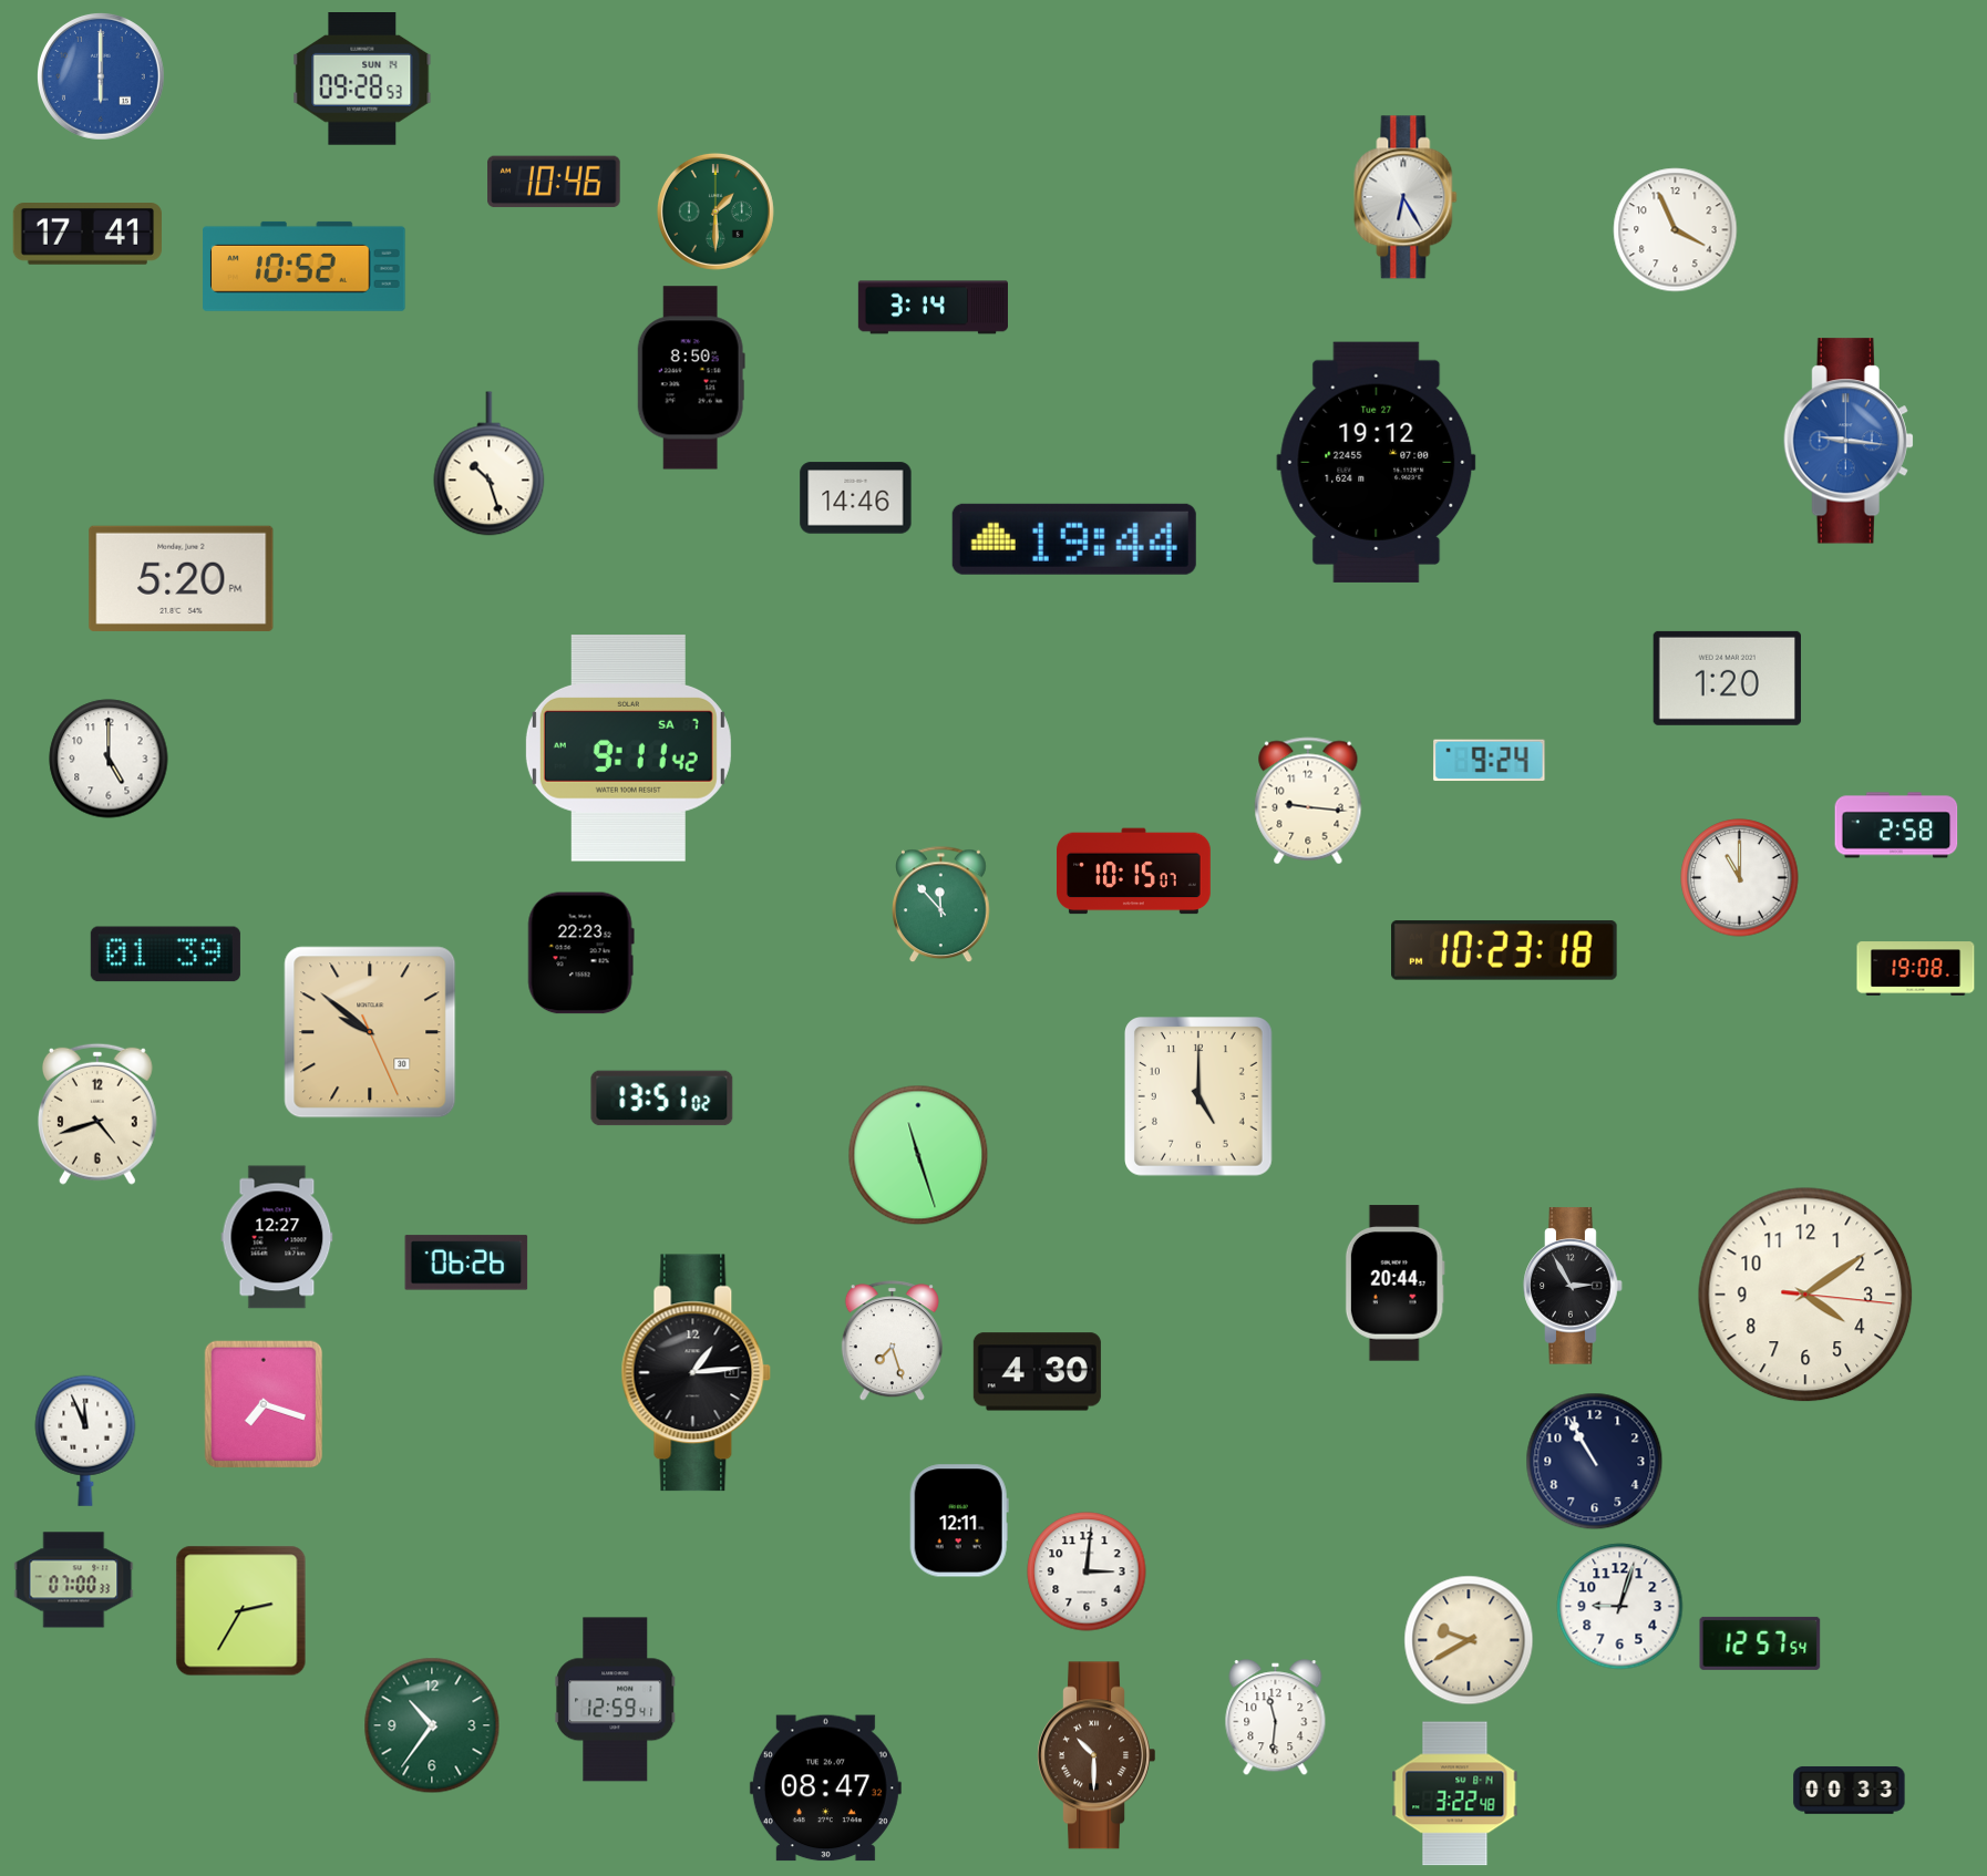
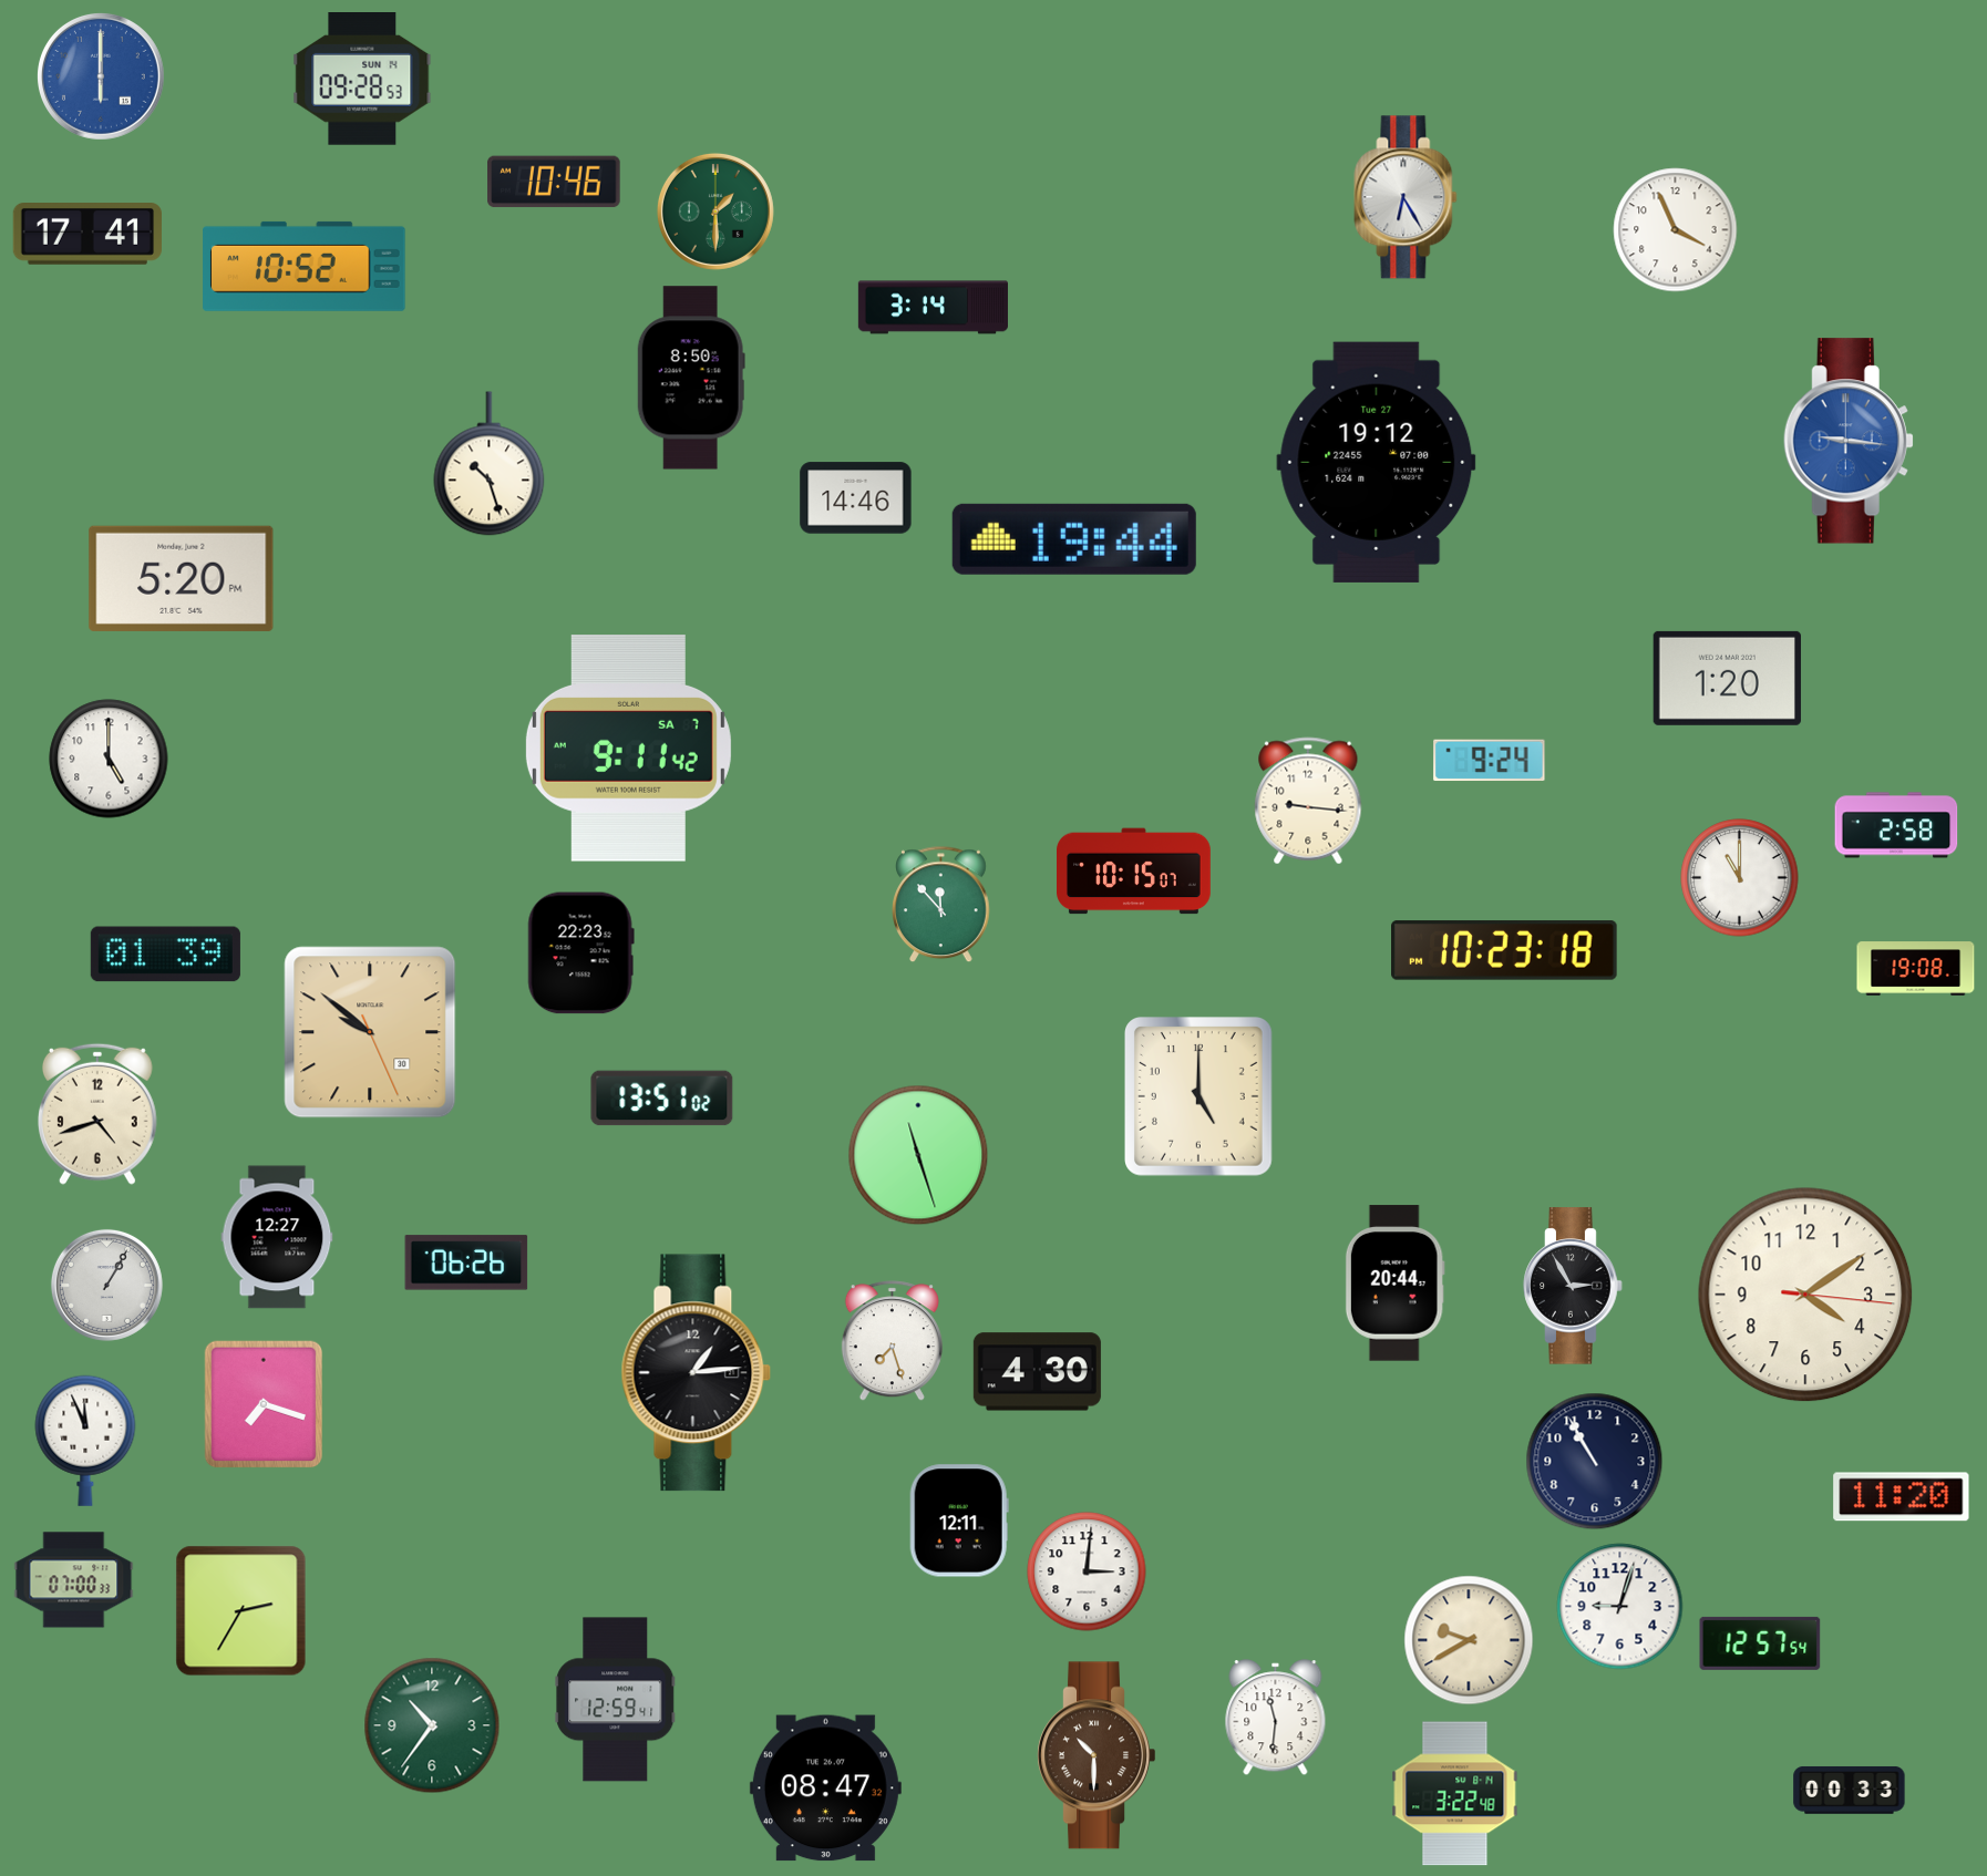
clock at (106, 1285): none -> 1:05
clock at (1902, 1497): none -> 11:20
